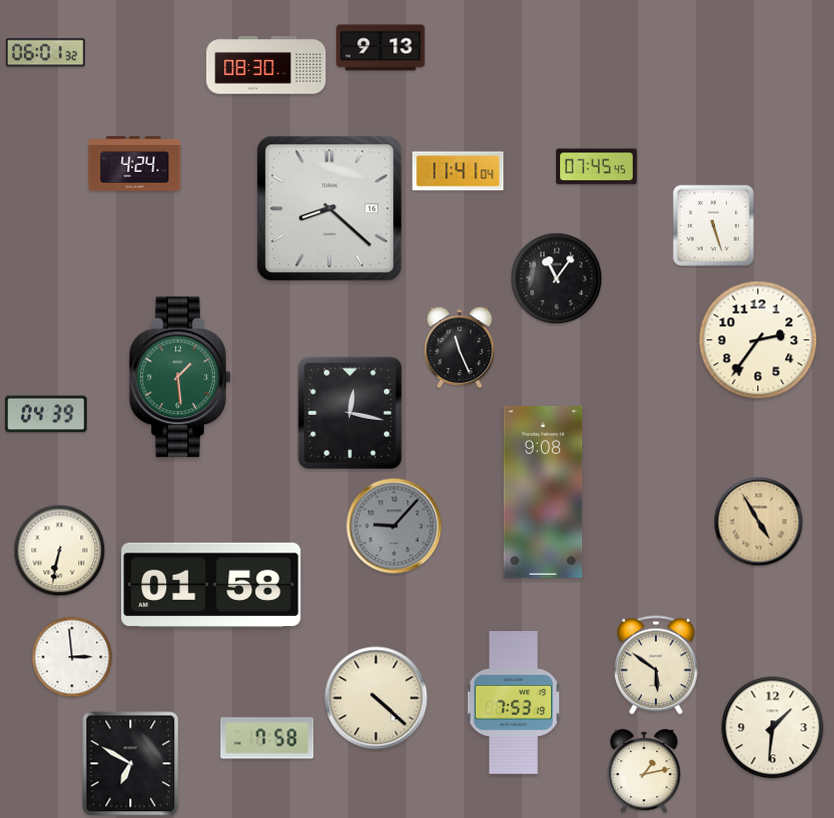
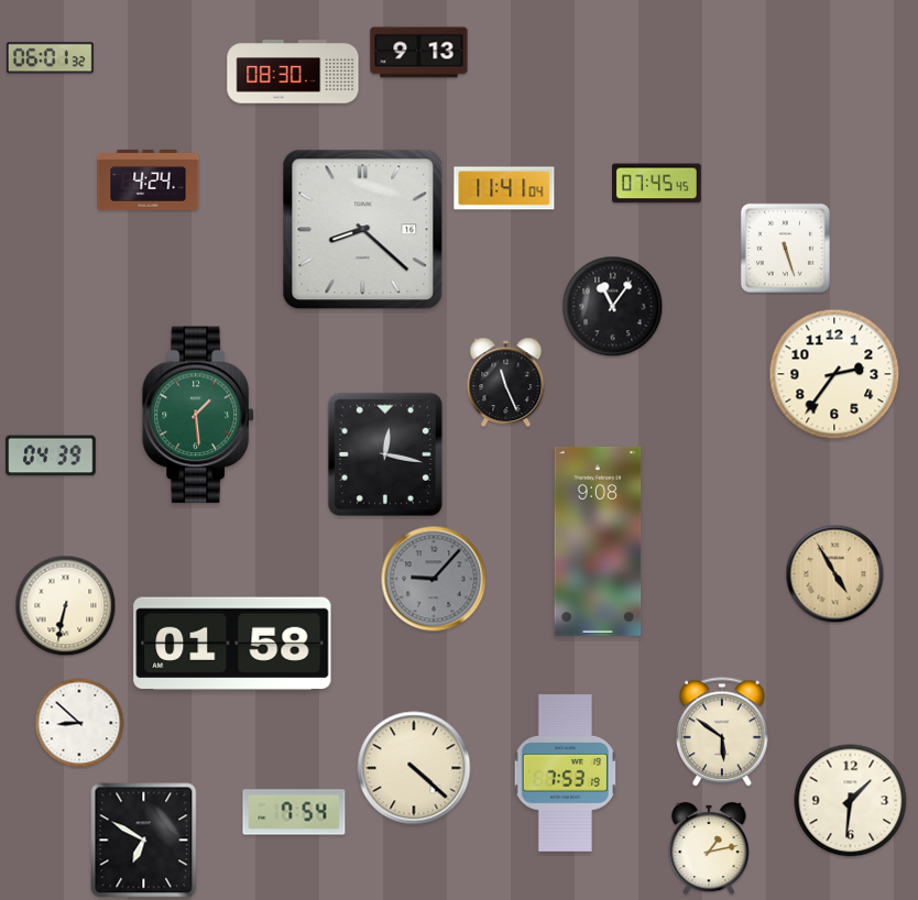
clock at (72, 657): 2:59 -> 8:52
clock at (267, 738): 7:58 -> 7:54
